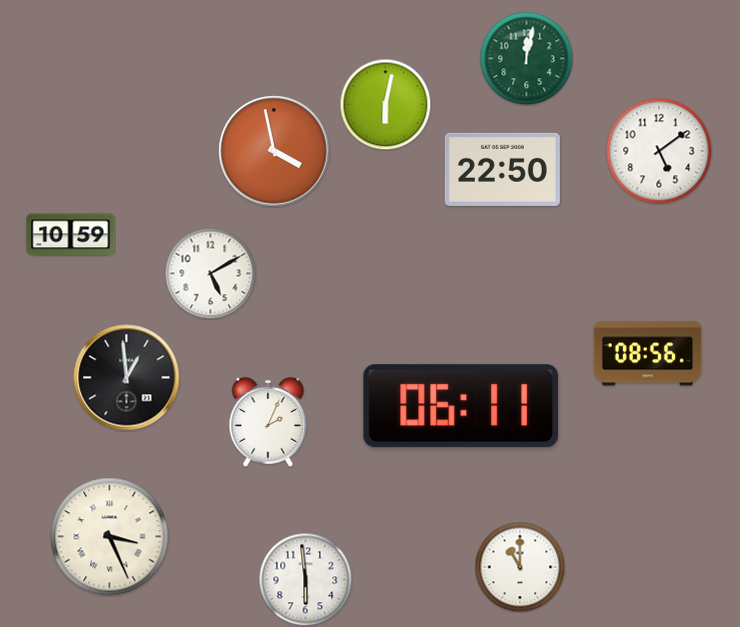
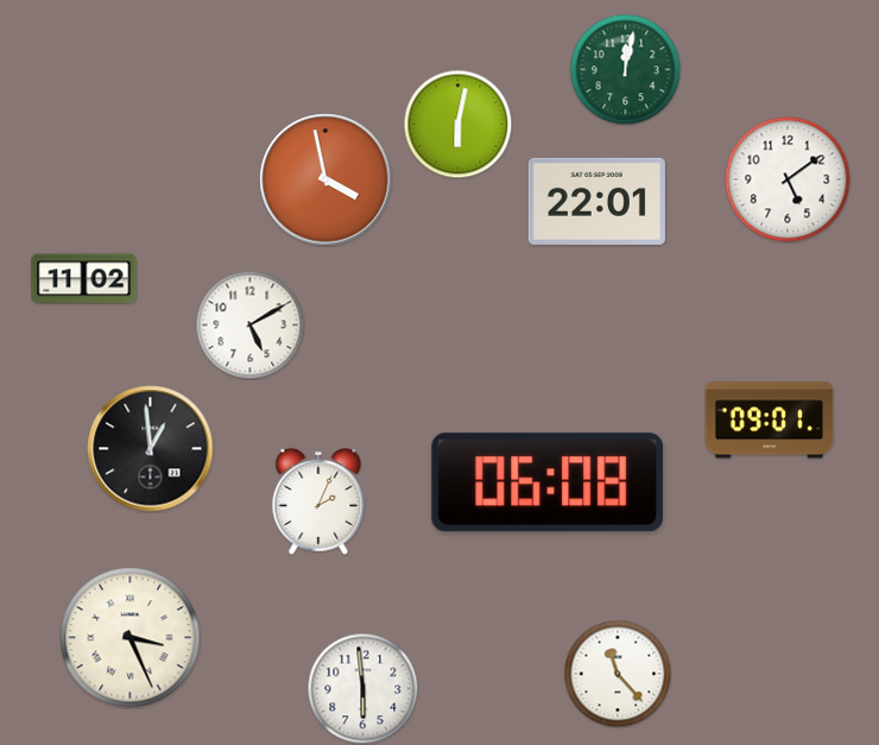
clock at (659, 151) position: (659, 151) -> (788, 179)
clock at (502, 169): 22:50 -> 22:01
clock at (71, 235): 10:59 -> 11:02
clock at (648, 354): 08:56 -> 09:01
clock at (460, 406): 06:11 -> 06:08
clock at (520, 567): 11:00 -> 11:23
